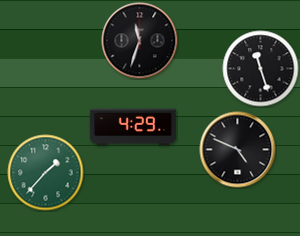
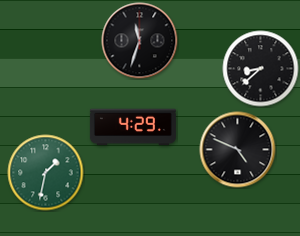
clock at (261, 69): 11:27 -> 8:38
clock at (46, 173): 1:37 -> 1:32
